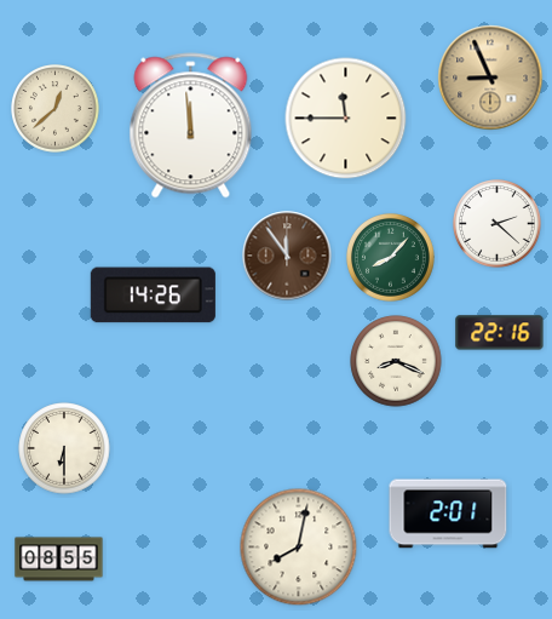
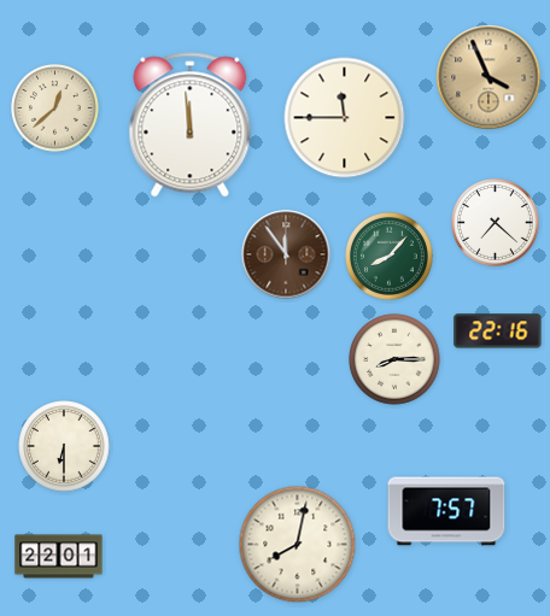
clock at (490, 78): 8:56 -> 3:56
clock at (498, 224): 2:22 -> 7:22
clock at (153, 296): 14:26 -> none
clock at (396, 361): 8:19 -> 8:15
clock at (448, 514): 2:01 -> 7:57
clock at (59, 560): 08:55 -> 22:01
